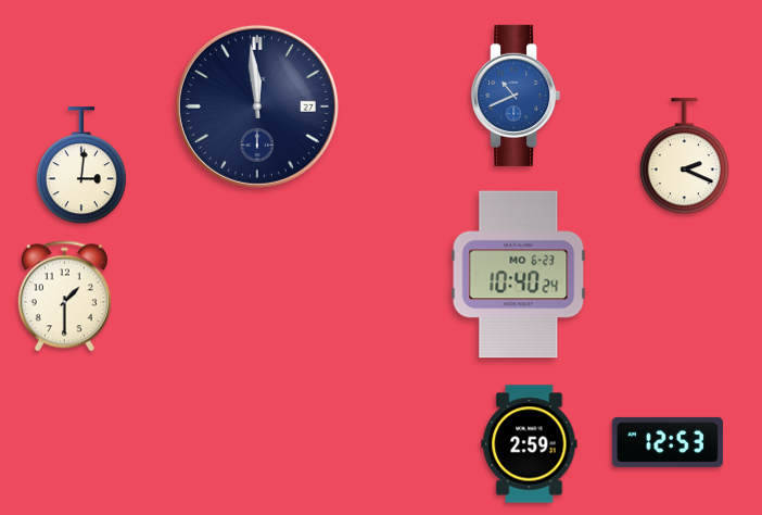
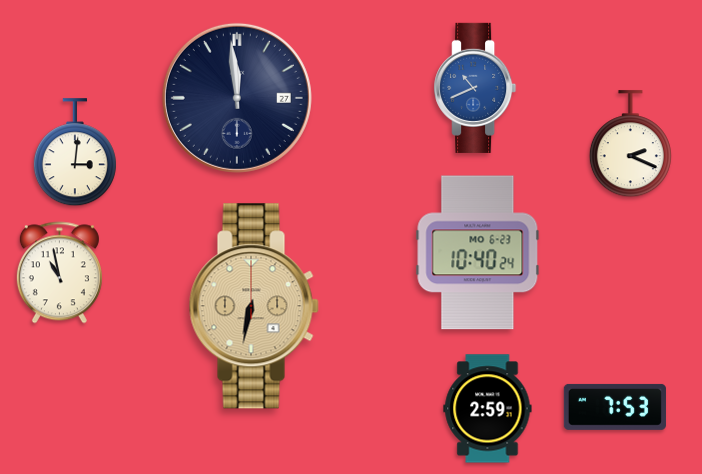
clock at (64, 297): 1:30 -> 10:58
clock at (254, 306): none -> 6:32
clock at (668, 442): 12:53 -> 7:53
